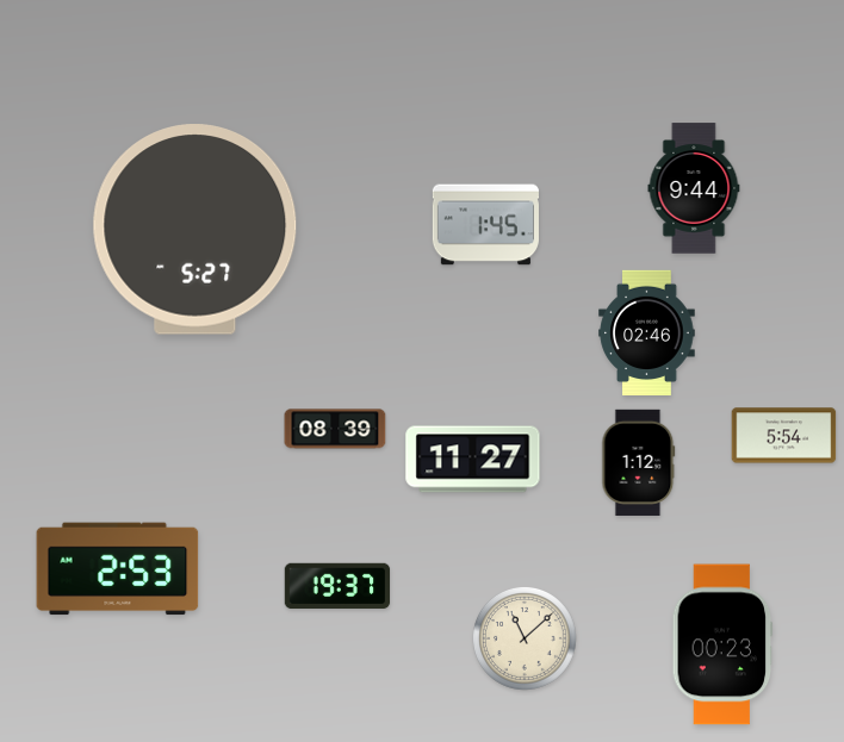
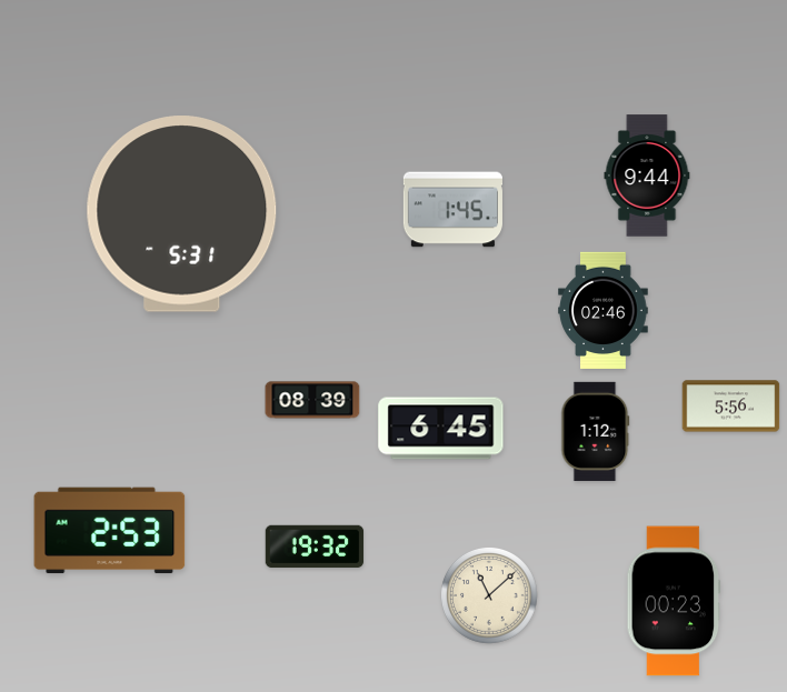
clock at (196, 230): 5:27 -> 5:31
clock at (784, 436): 5:54 -> 5:56
clock at (473, 460): 11:27 -> 6:45
clock at (337, 586): 19:37 -> 19:32
